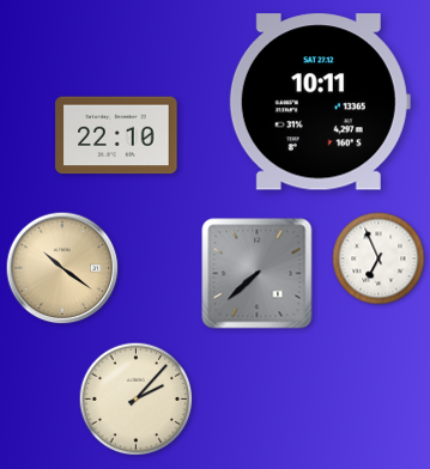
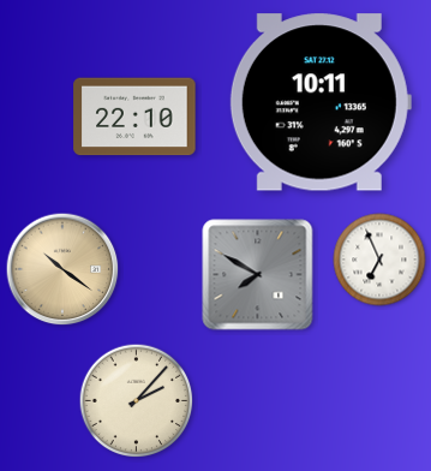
clock at (116, 135) position: (116, 135) -> (134, 117)
clock at (258, 274): 7:38 -> 7:50
